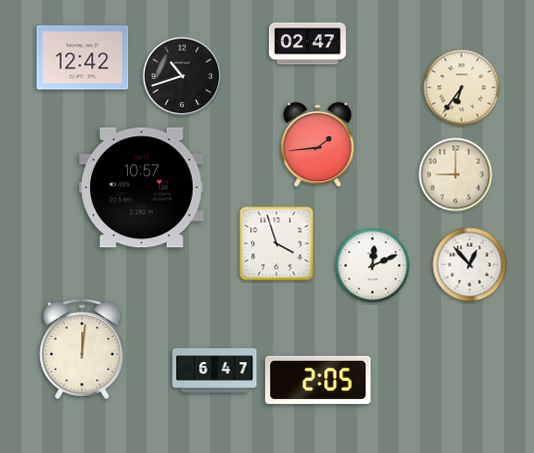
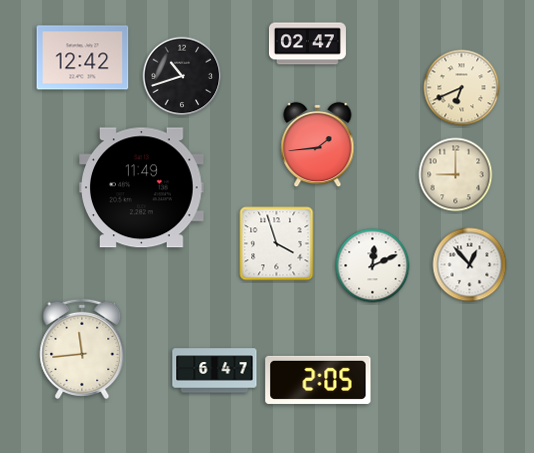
clock at (462, 88): 6:36 -> 6:41
clock at (142, 188): 10:57 -> 11:49
clock at (82, 349): 12:01 -> 11:44
